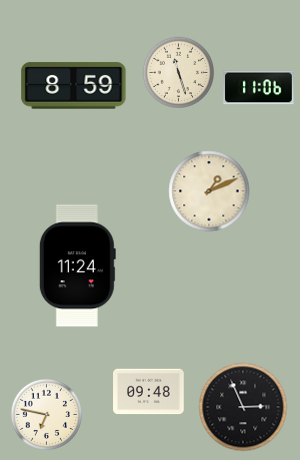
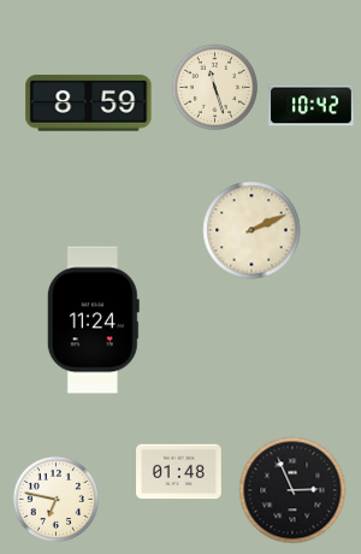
clock at (259, 88): 11:06 -> 10:42
clock at (209, 191): 1:11 -> 2:11
clock at (149, 392): 09:48 -> 01:48
